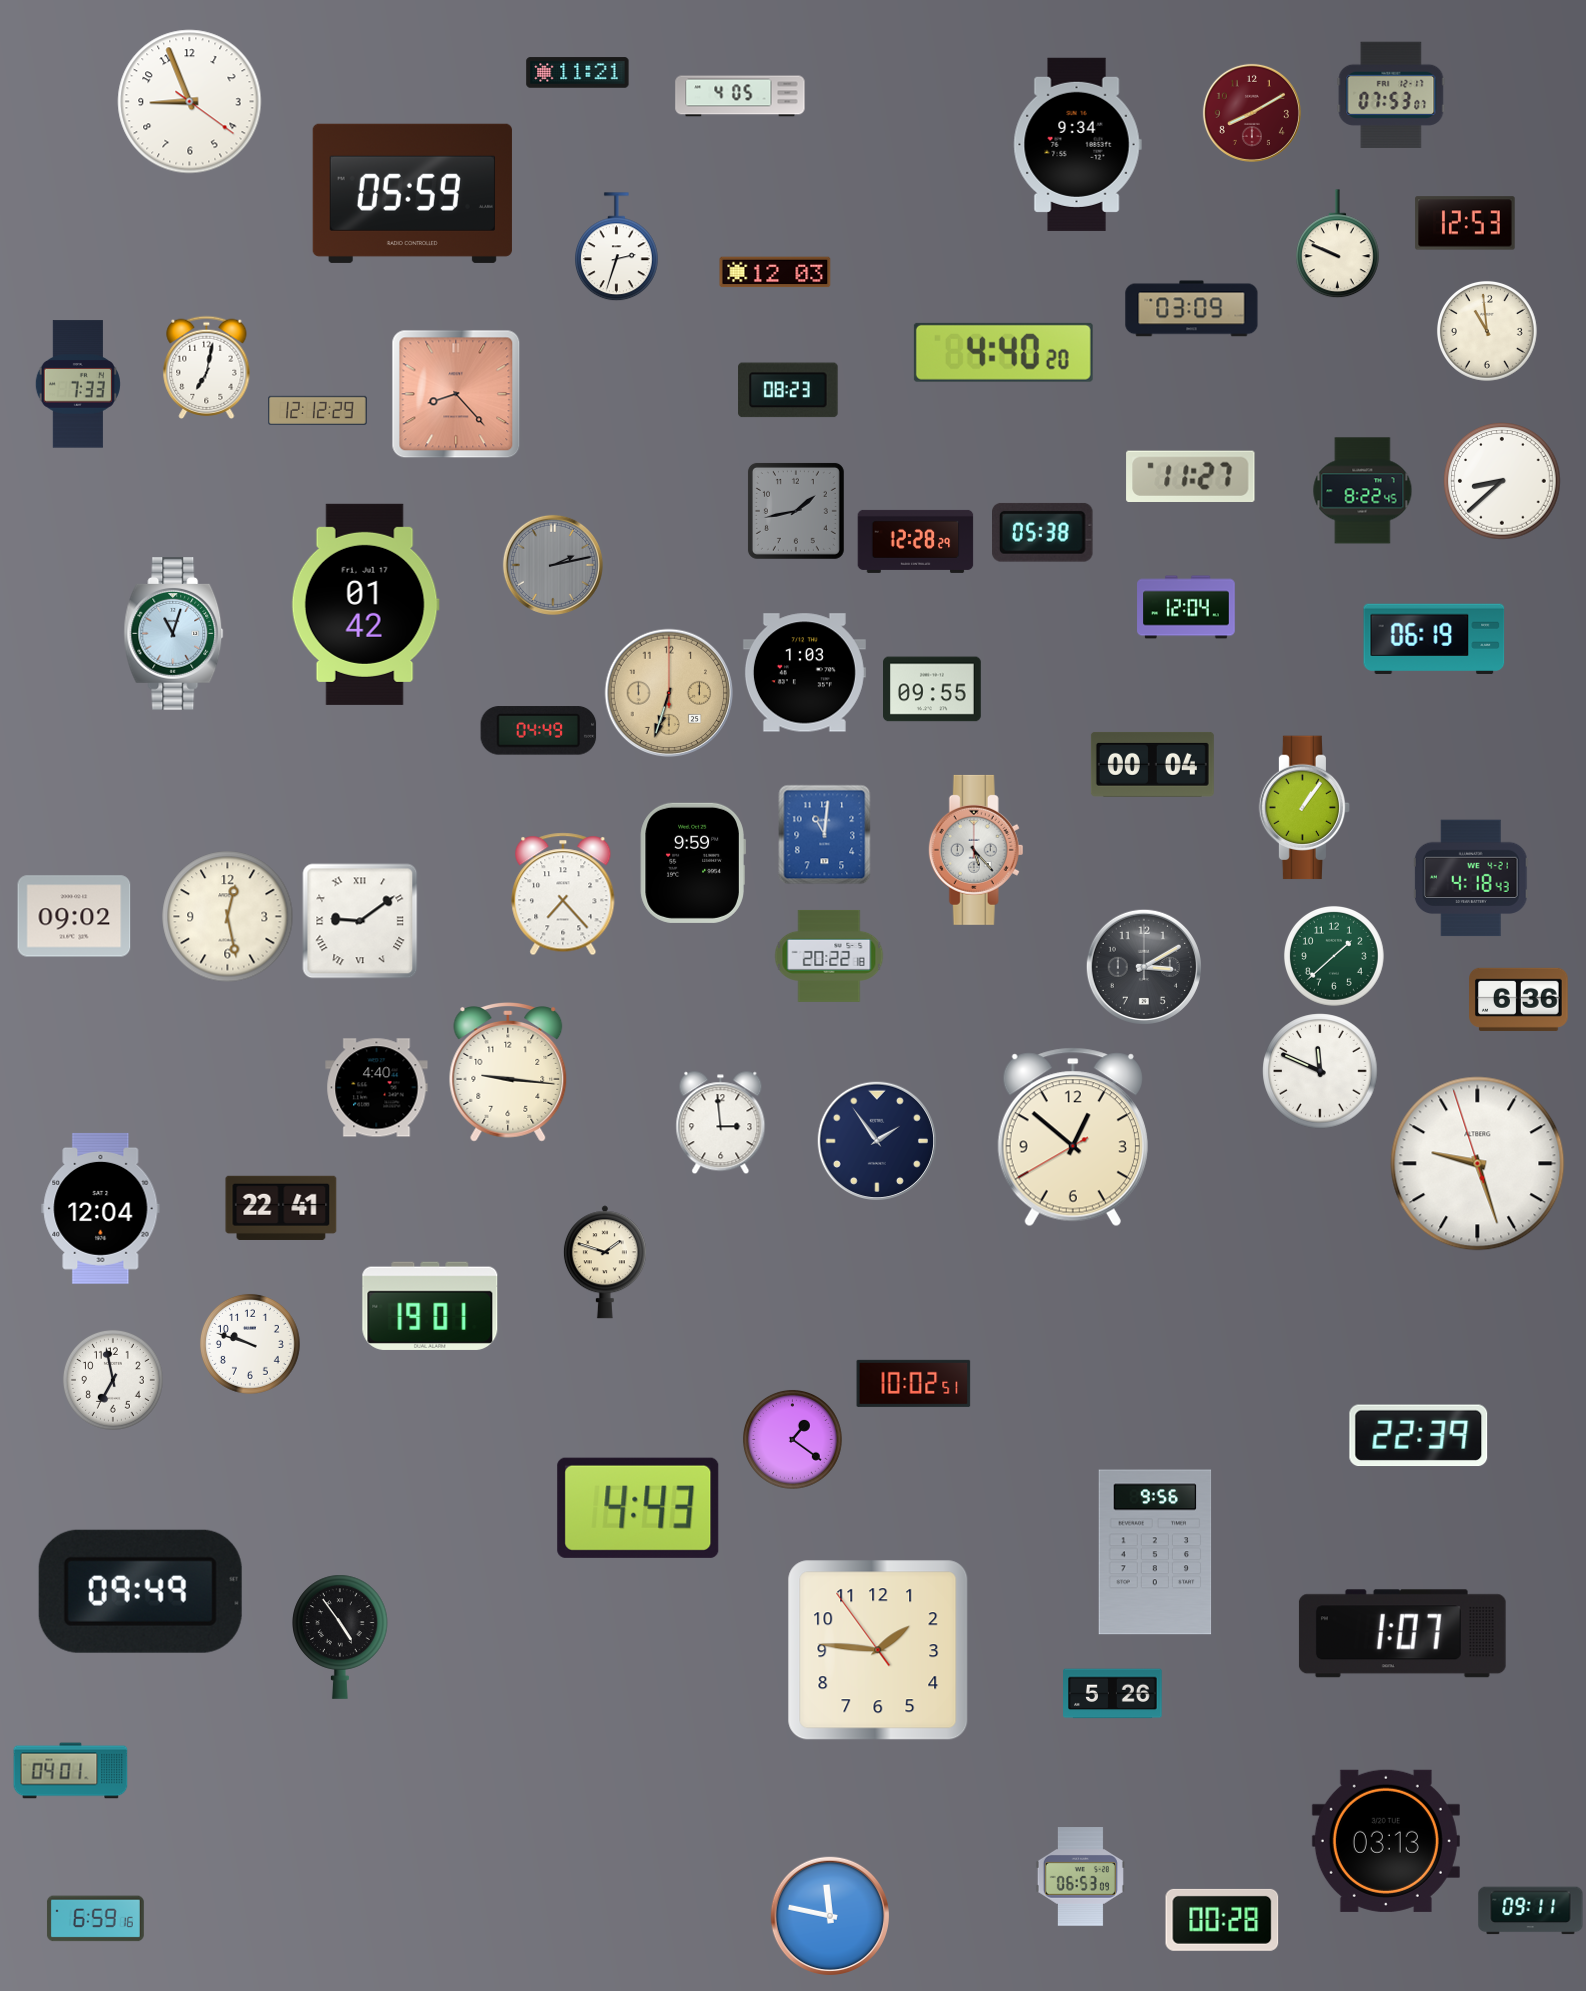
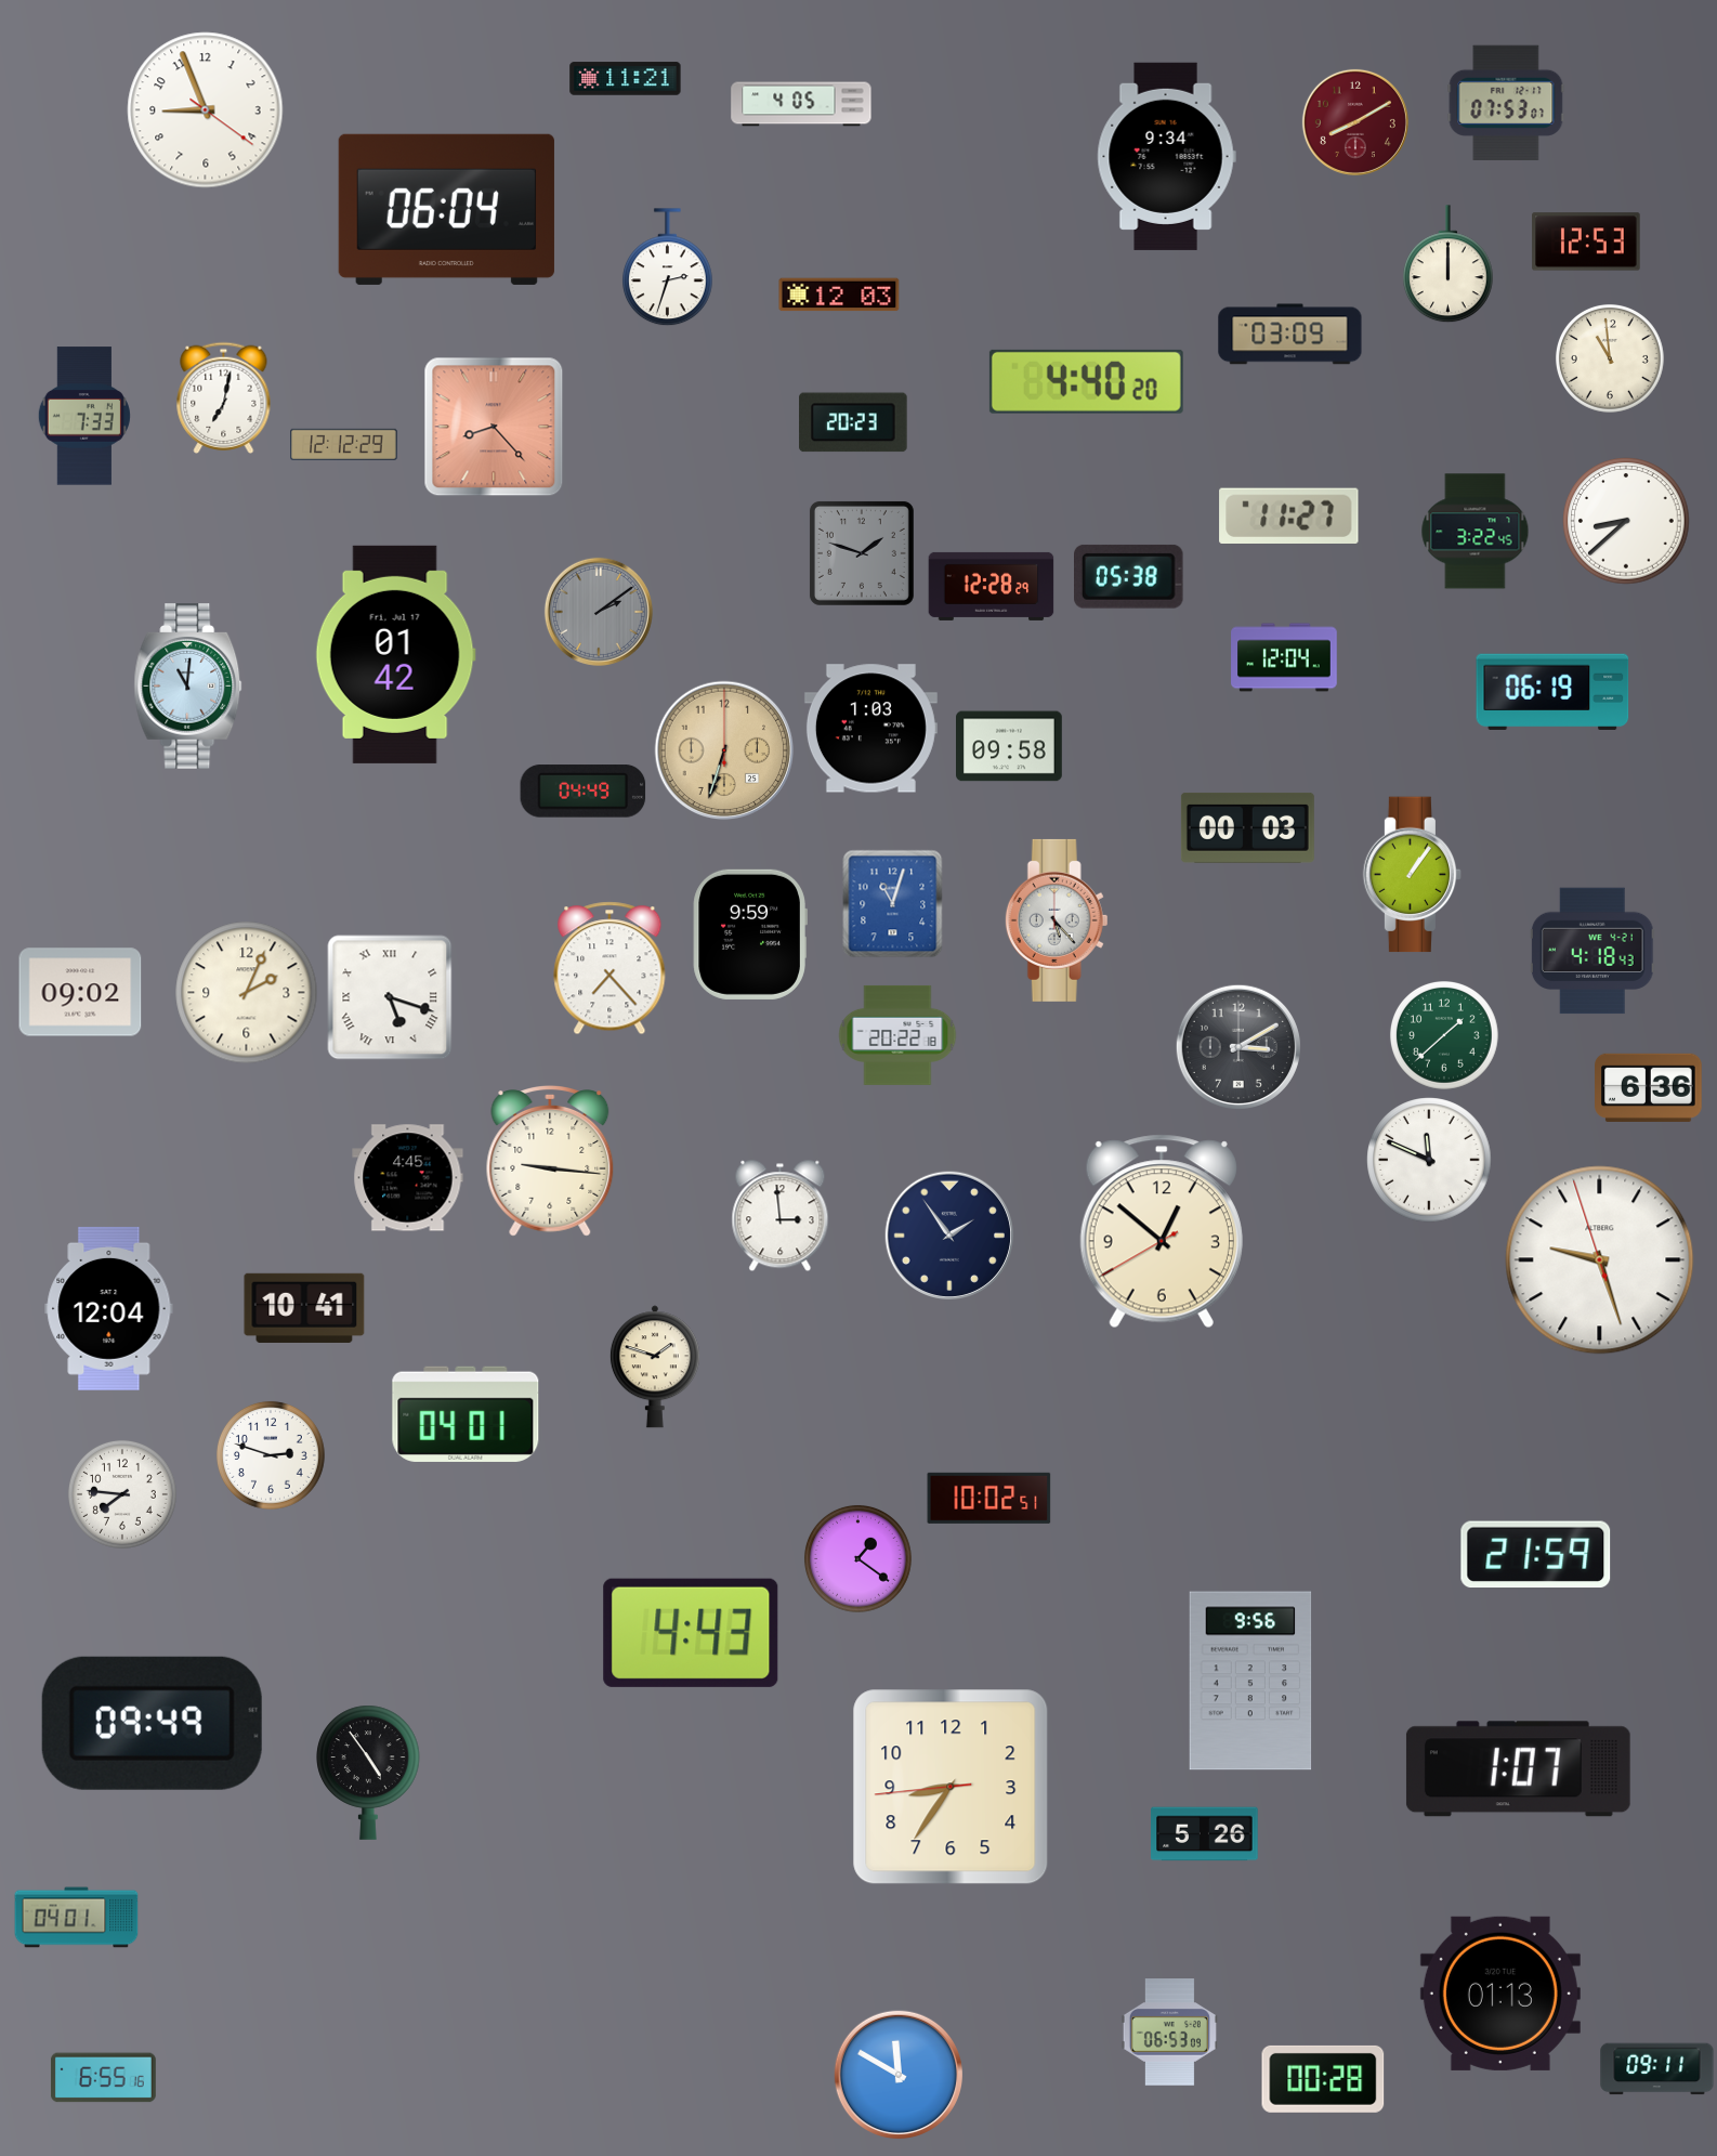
clock at (412, 193): 05:59 -> 06:04
clock at (1338, 244): 9:49 -> 12:00
clock at (788, 390): 08:23 -> 20:23
clock at (1363, 491): 8:22 -> 3:22
clock at (796, 511): 1:43 -> 1:48
clock at (553, 565): 2:13 -> 2:09
clock at (174, 634): 11:03 -> 11:01
clock at (932, 689): 09:55 -> 09:58
clock at (1152, 764): 00:04 -> 00:03
clock at (825, 835): 11:01 -> 11:03
clock at (228, 917): 12:28 -> 2:04
clock at (360, 921): 9:09 -> 5:18
clock at (1519, 999) position: (1519, 999) -> (1649, 1087)
clock at (377, 1088): 4:40 -> 4:45
clock at (281, 1207): 22:41 -> 10:41
clock at (430, 1306): 19:01 -> 04:01
clock at (250, 1344): 9:48 -> 2:48
clock at (113, 1380): 6:58 -> 7:46
clock at (1419, 1436): 22:39 -> 21:59
clock at (878, 1650): 1:45 -> 8:35
clock at (1386, 1841): 03:13 -> 01:13
clock at (829, 1915): 11:47 -> 11:50
clock at (95, 1919): 6:59 -> 6:55
